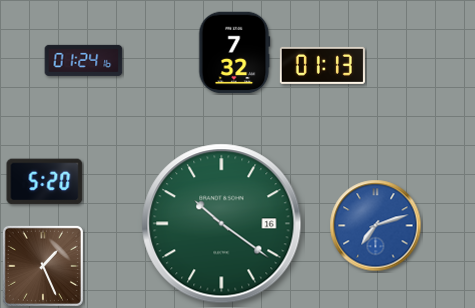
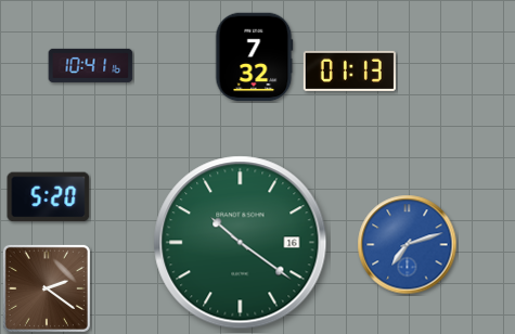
clock at (84, 60): 01:24 -> 10:41
clock at (43, 266): 1:26 -> 2:21
